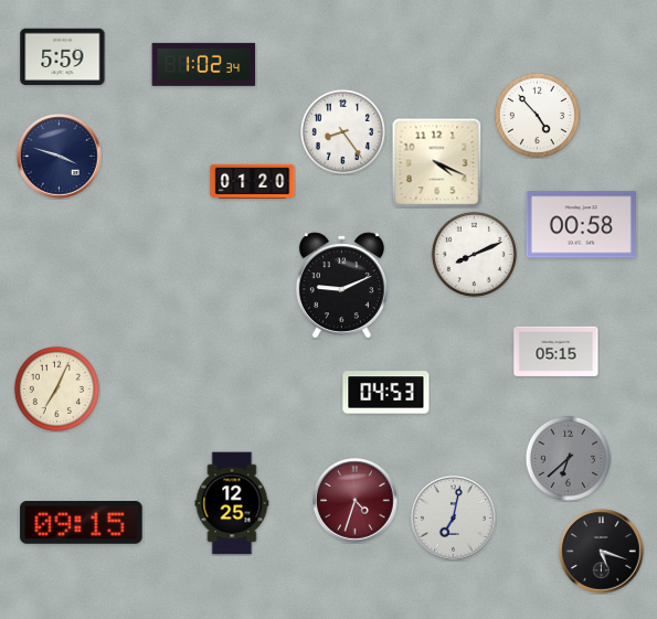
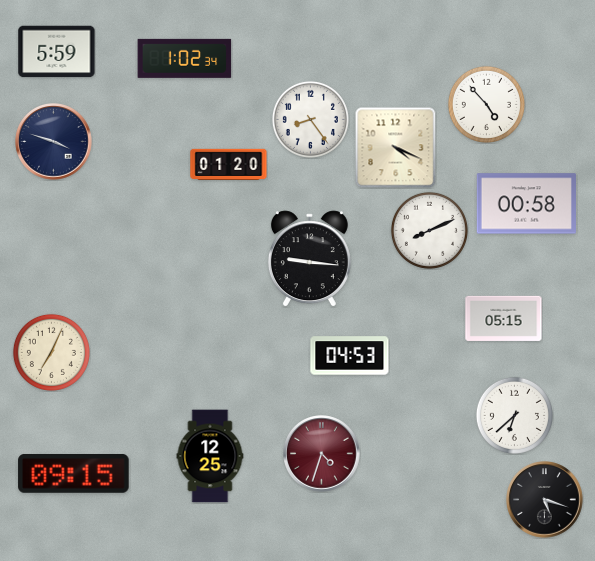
clock at (341, 286): 9:11 -> 9:16
clock at (568, 458) dial: grey -> white
clock at (454, 519): 7:02 -> none
